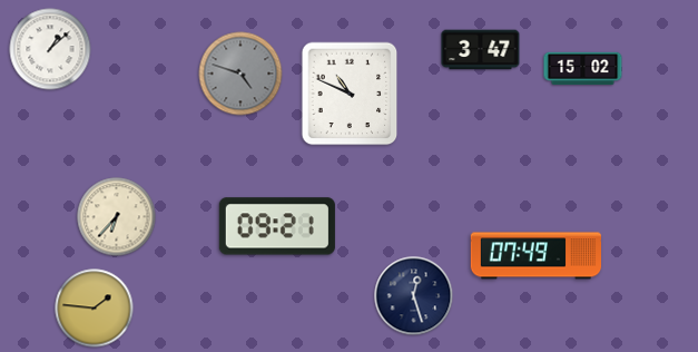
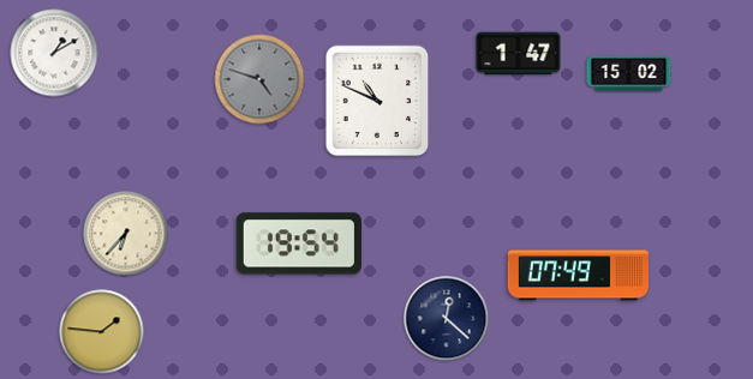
clock at (50, 49): 1:08 -> 1:10
clock at (481, 50): 3:47 -> 1:47
clock at (277, 226): 09:21 -> 19:54
clock at (414, 296): 12:27 -> 12:22
